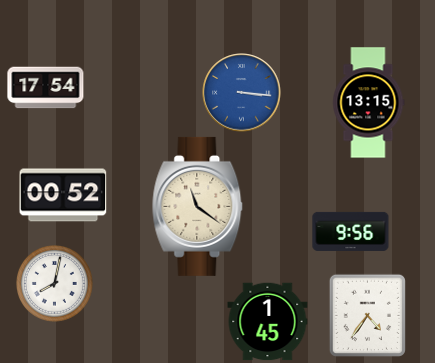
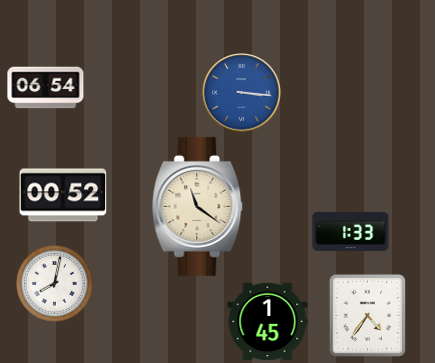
clock at (46, 88): 17:54 -> 06:54
clock at (368, 103): 13:15 -> none
clock at (351, 231): 9:56 -> 1:33
